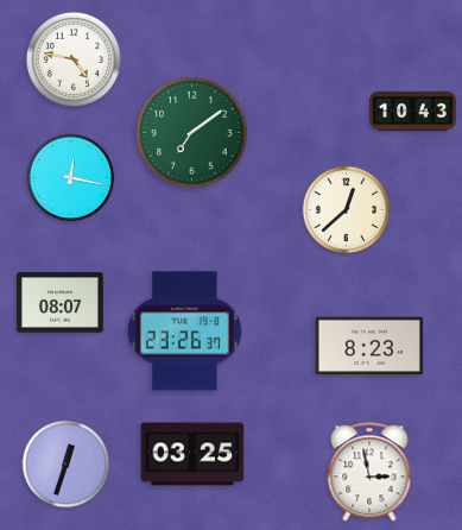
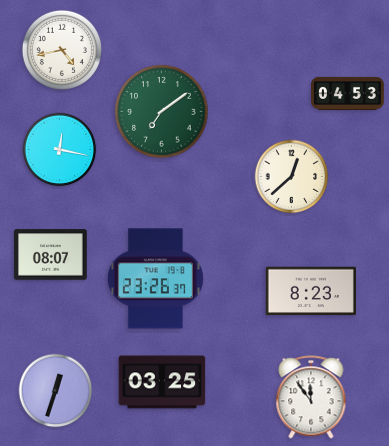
clock at (74, 59): 4:47 -> 4:43
clock at (413, 111): 10:43 -> 04:53
clock at (369, 472): 2:58 -> 11:54
